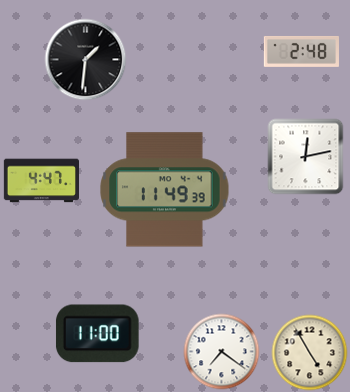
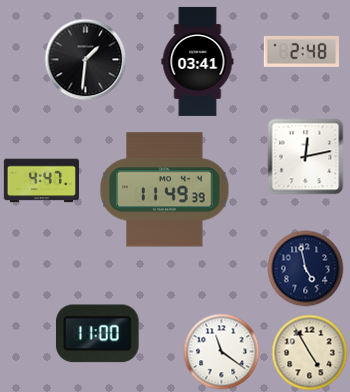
clock at (198, 61): none -> 03:41
clock at (306, 269): none -> 4:58
clock at (222, 352): 7:21 -> 11:21
